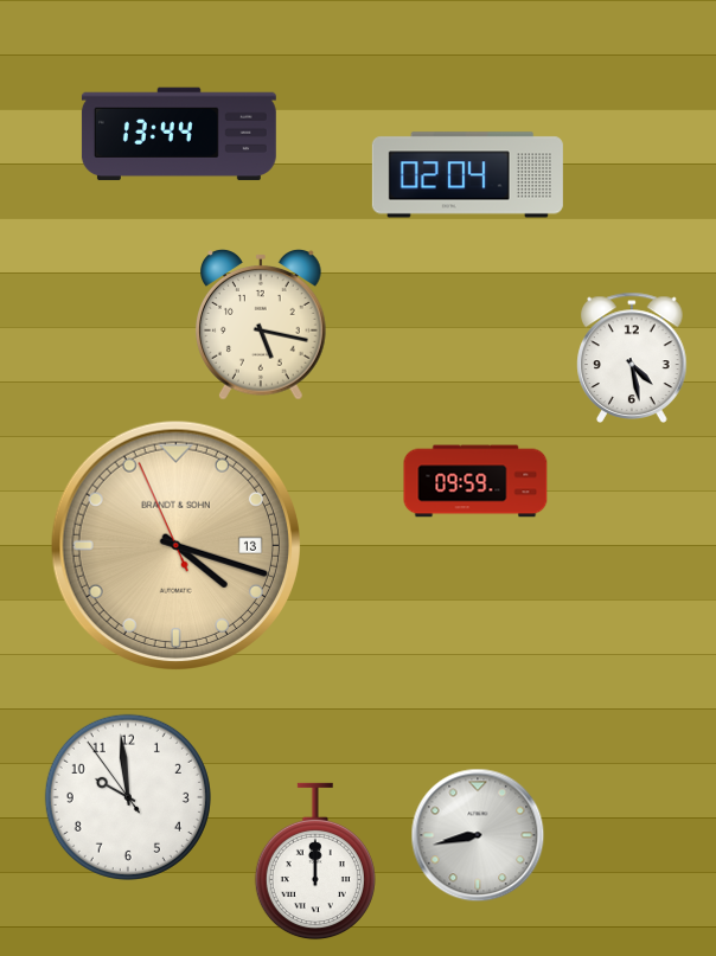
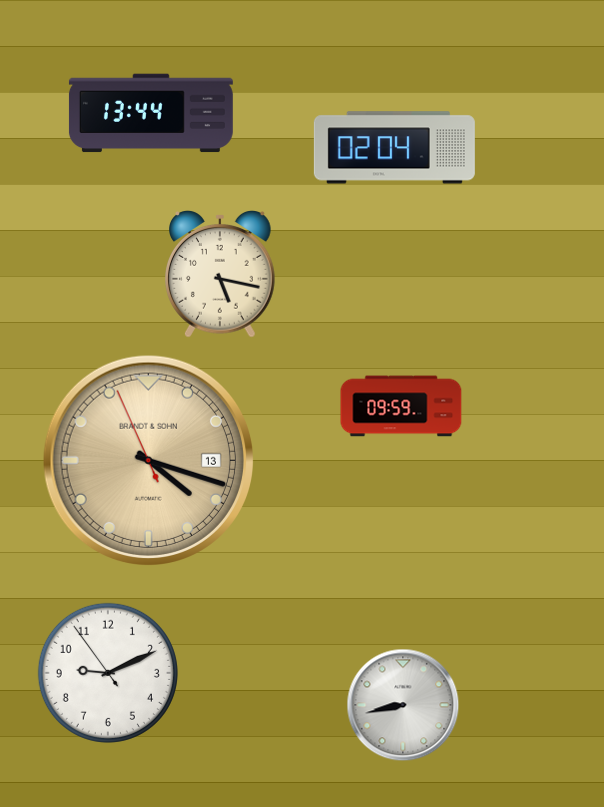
clock at (632, 358): 4:28 -> none
clock at (128, 797): 9:58 -> 9:10
clock at (315, 861): 12:00 -> none
